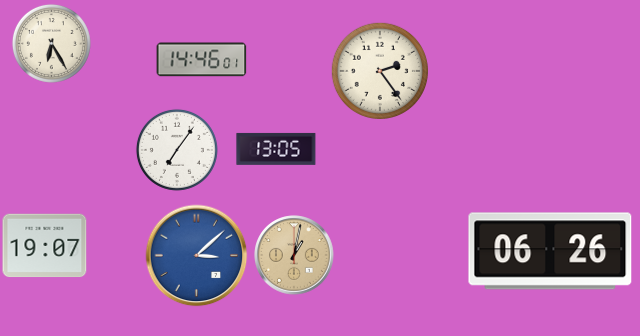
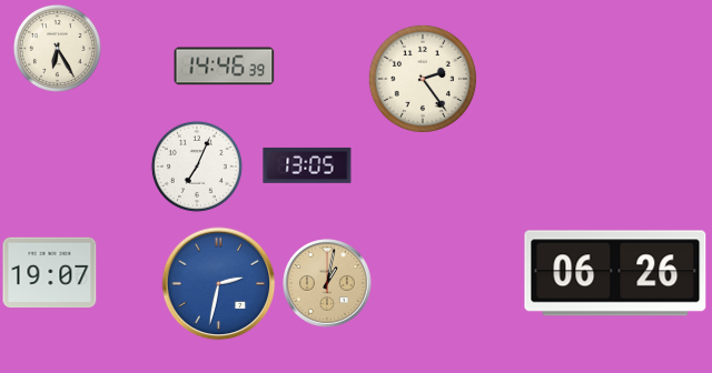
clock at (202, 60): 14:46:01 -> 14:46:39
clock at (177, 150): 7:06 -> 7:04
clock at (550, 251) position: (550, 251) -> (615, 273)
clock at (197, 256): 3:08 -> 2:32
